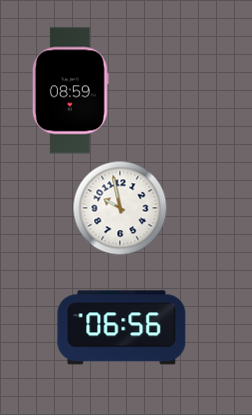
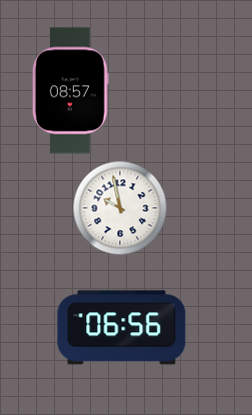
clock at (70, 91): 08:59 -> 08:57
